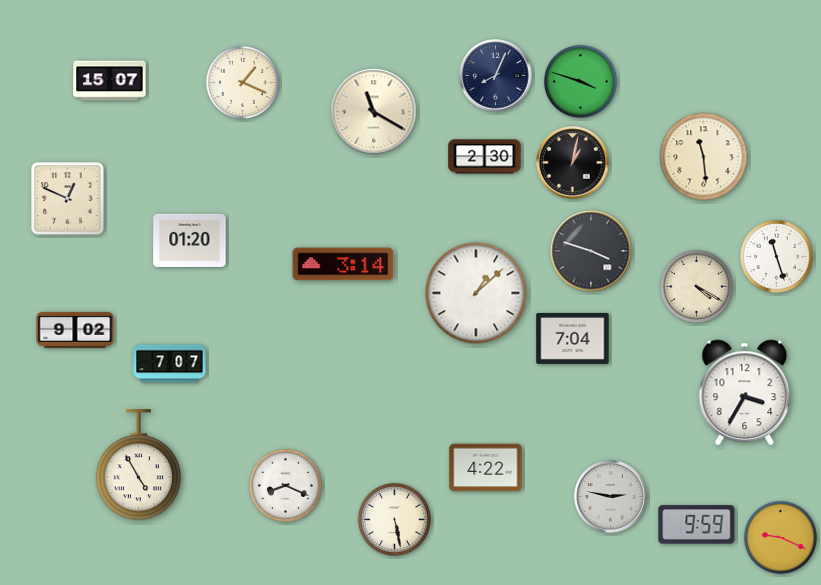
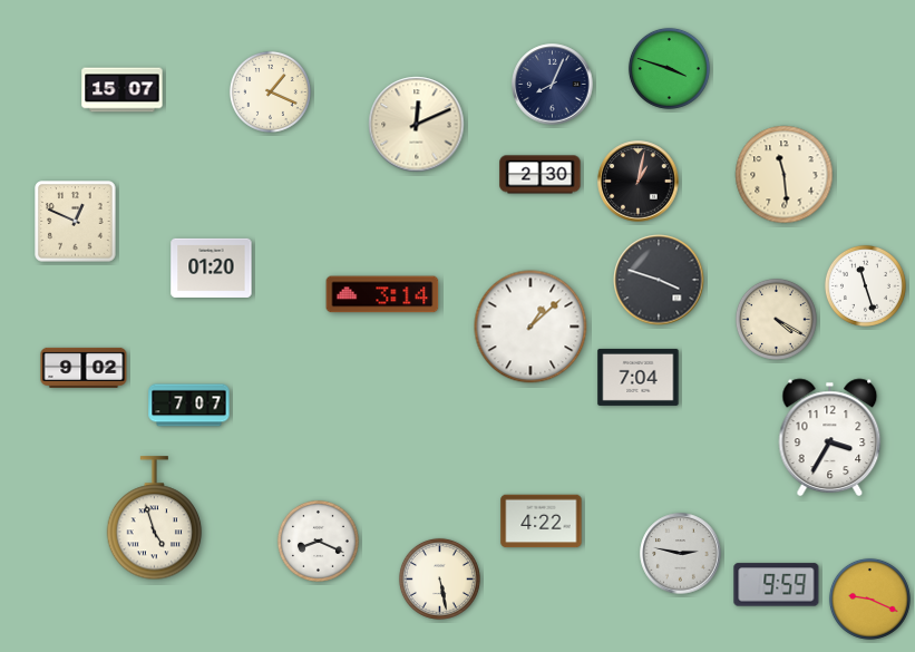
clock at (580, 81) position: (580, 81) -> (669, 68)
clock at (374, 112): 11:20 -> 12:11
clock at (139, 465): 4:55 -> 4:57
